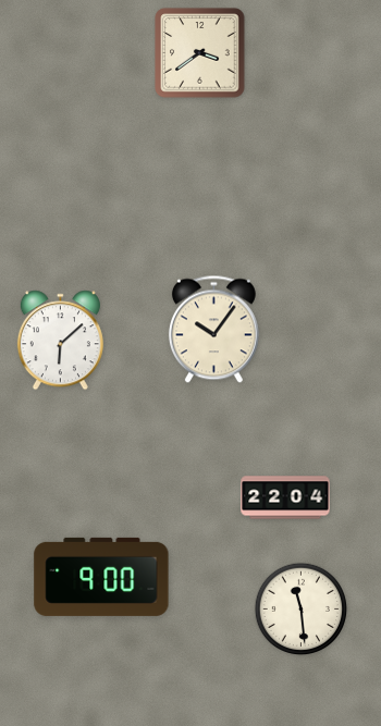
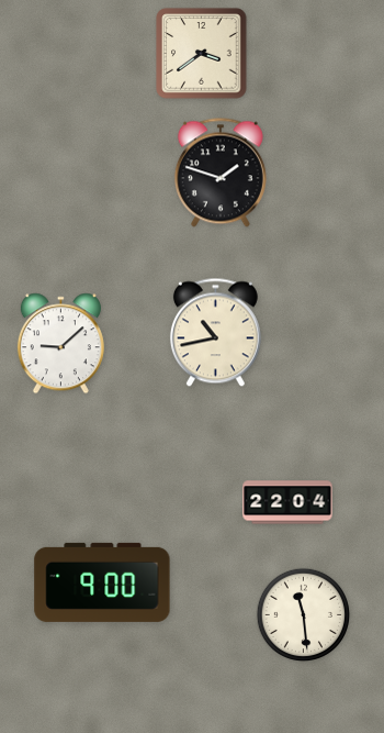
clock at (221, 173): none -> 1:48
clock at (213, 330): 10:06 -> 10:43
clock at (60, 341): 6:08 -> 9:08
